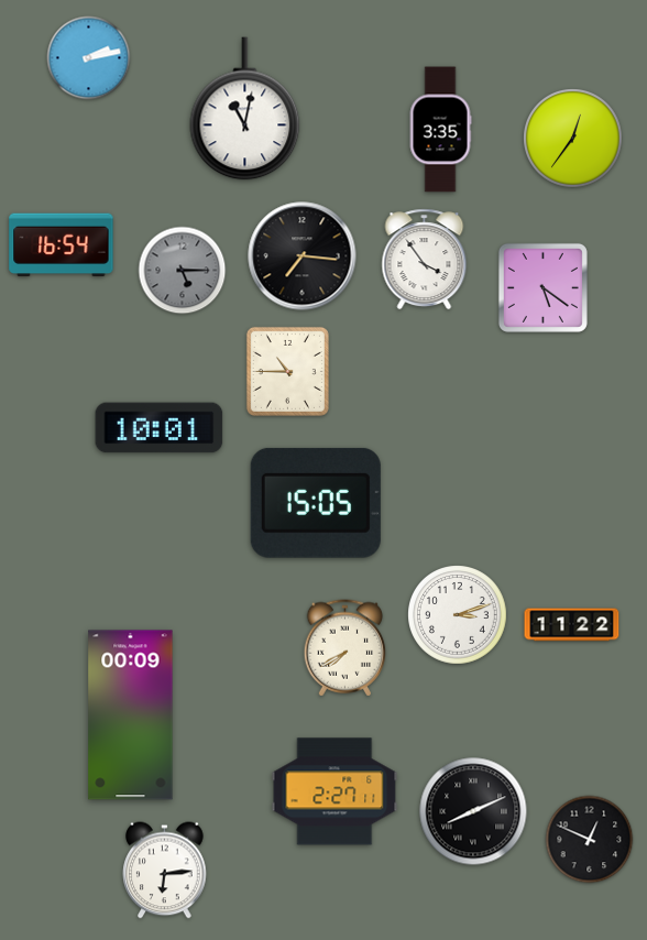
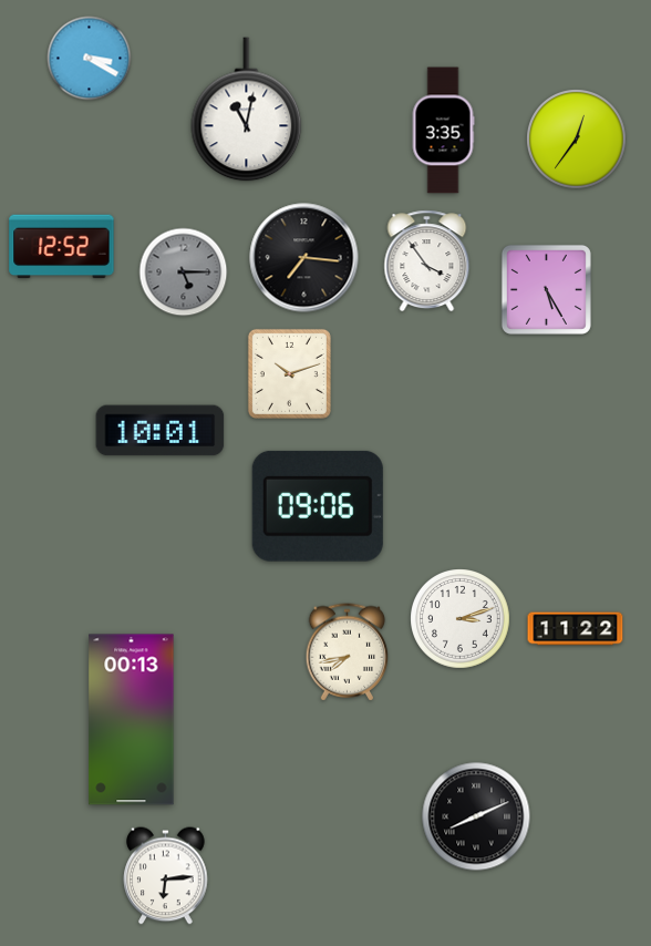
clock at (89, 58): 2:13 -> 3:20
clock at (62, 245): 16:54 -> 12:52
clock at (542, 287): 5:21 -> 5:25
clock at (287, 371): 10:45 -> 10:12
clock at (316, 503): 15:05 -> 09:06
clock at (346, 648): 7:40 -> 7:43
clock at (131, 715): 00:09 -> 00:13
clock at (335, 791): 2:27 -> none
clock at (590, 840): 12:49 -> none
